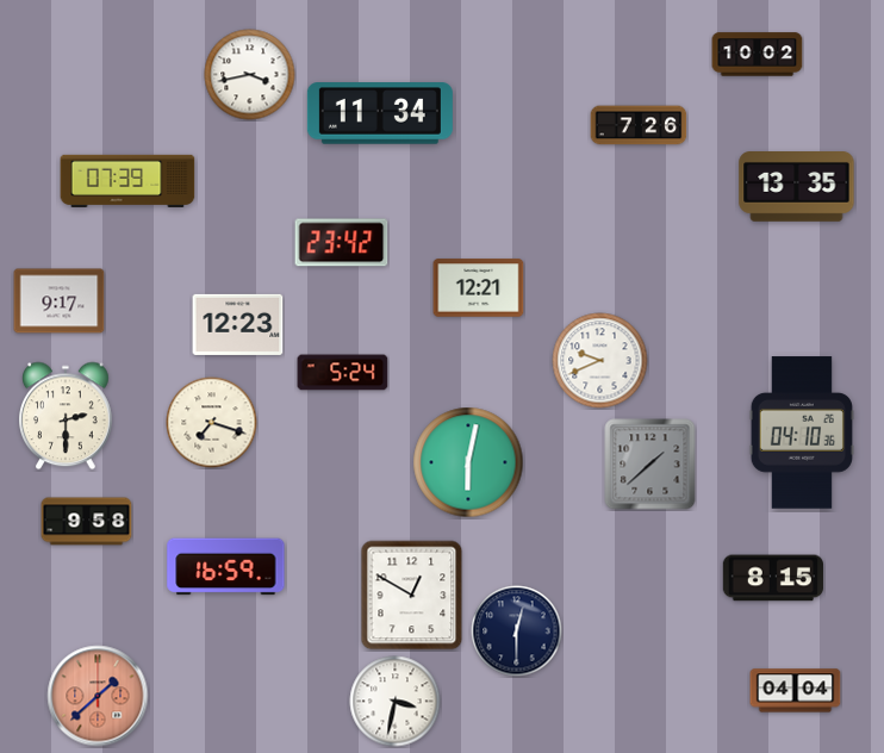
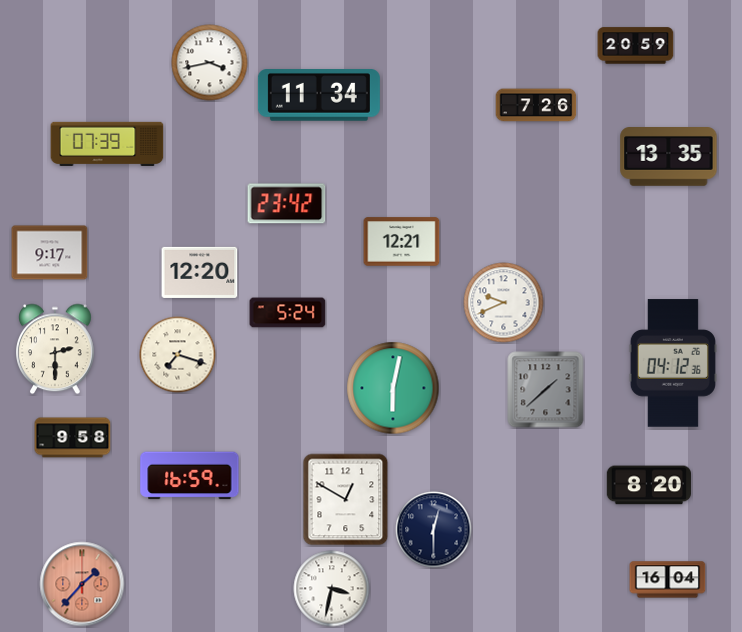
clock at (758, 55): 10:02 -> 20:59
clock at (127, 181) position: (127, 181) -> (107, 144)
clock at (238, 324): 12:23 -> 12:20
clock at (802, 432): 04:10 -> 04:12
clock at (773, 578): 8:15 -> 8:20
clock at (796, 691): 04:04 -> 16:04
clock at (98, 696): 1:38 -> 1:37
